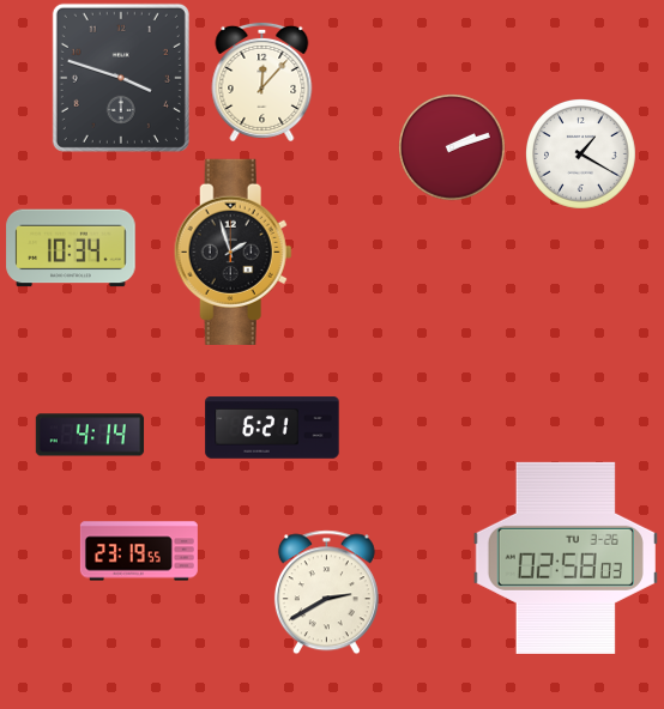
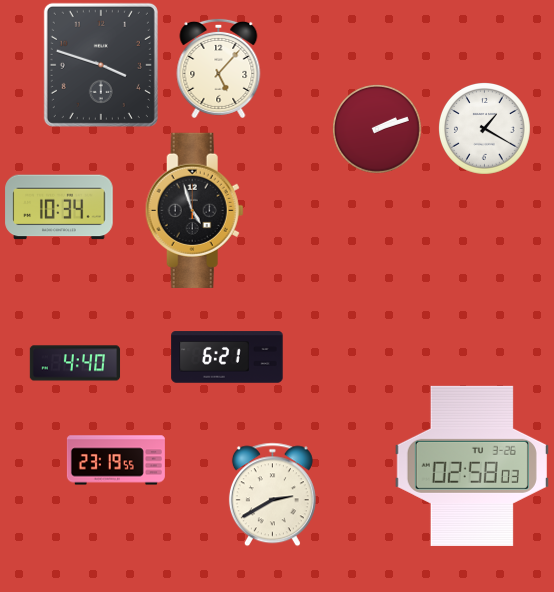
clock at (262, 81): 12:07 -> 5:07
clock at (452, 147) position: (452, 147) -> (377, 129)
clock at (233, 252): 1:57 -> 4:57
clock at (90, 435): 4:14 -> 4:40
